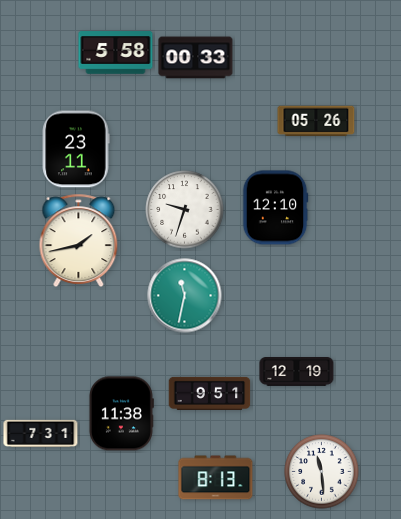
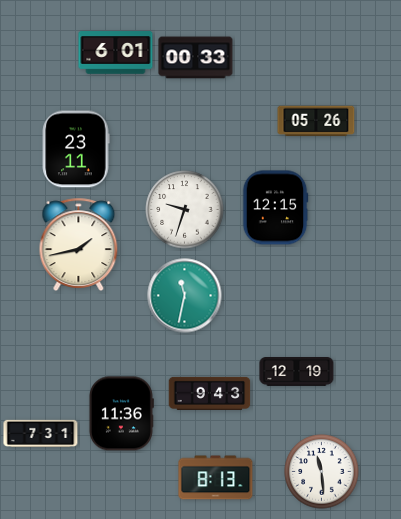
clock at (116, 53): 5:58 -> 6:01
clock at (275, 208): 12:10 -> 12:15
clock at (79, 240) position: (79, 240) -> (79, 244)
clock at (210, 393): 9:51 -> 9:43
clock at (121, 414): 11:38 -> 11:36
